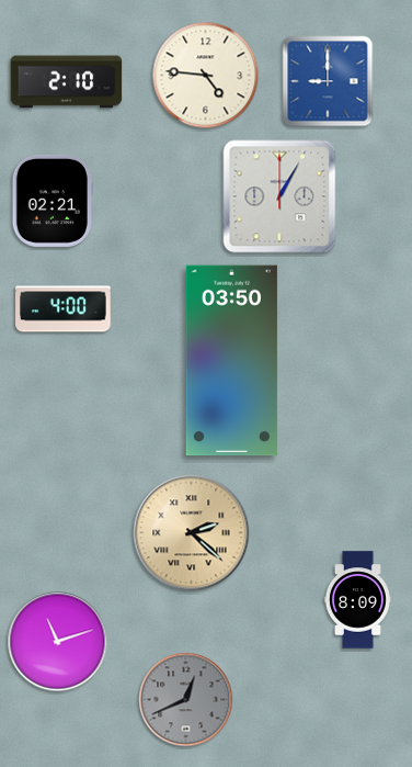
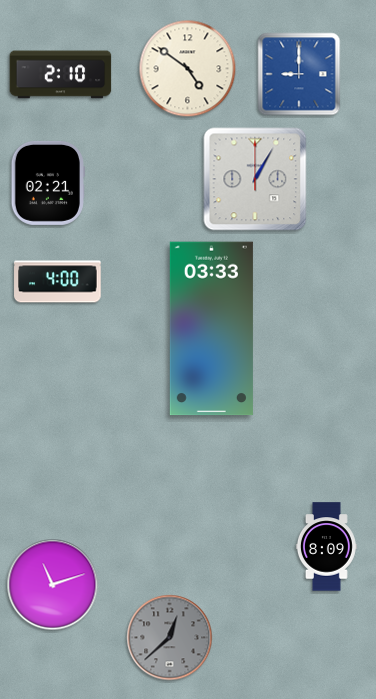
clock at (206, 76): 4:46 -> 4:51
clock at (231, 361): 03:50 -> 03:33
clock at (192, 533): 2:22 -> none
clock at (186, 700): 12:41 -> 12:38
